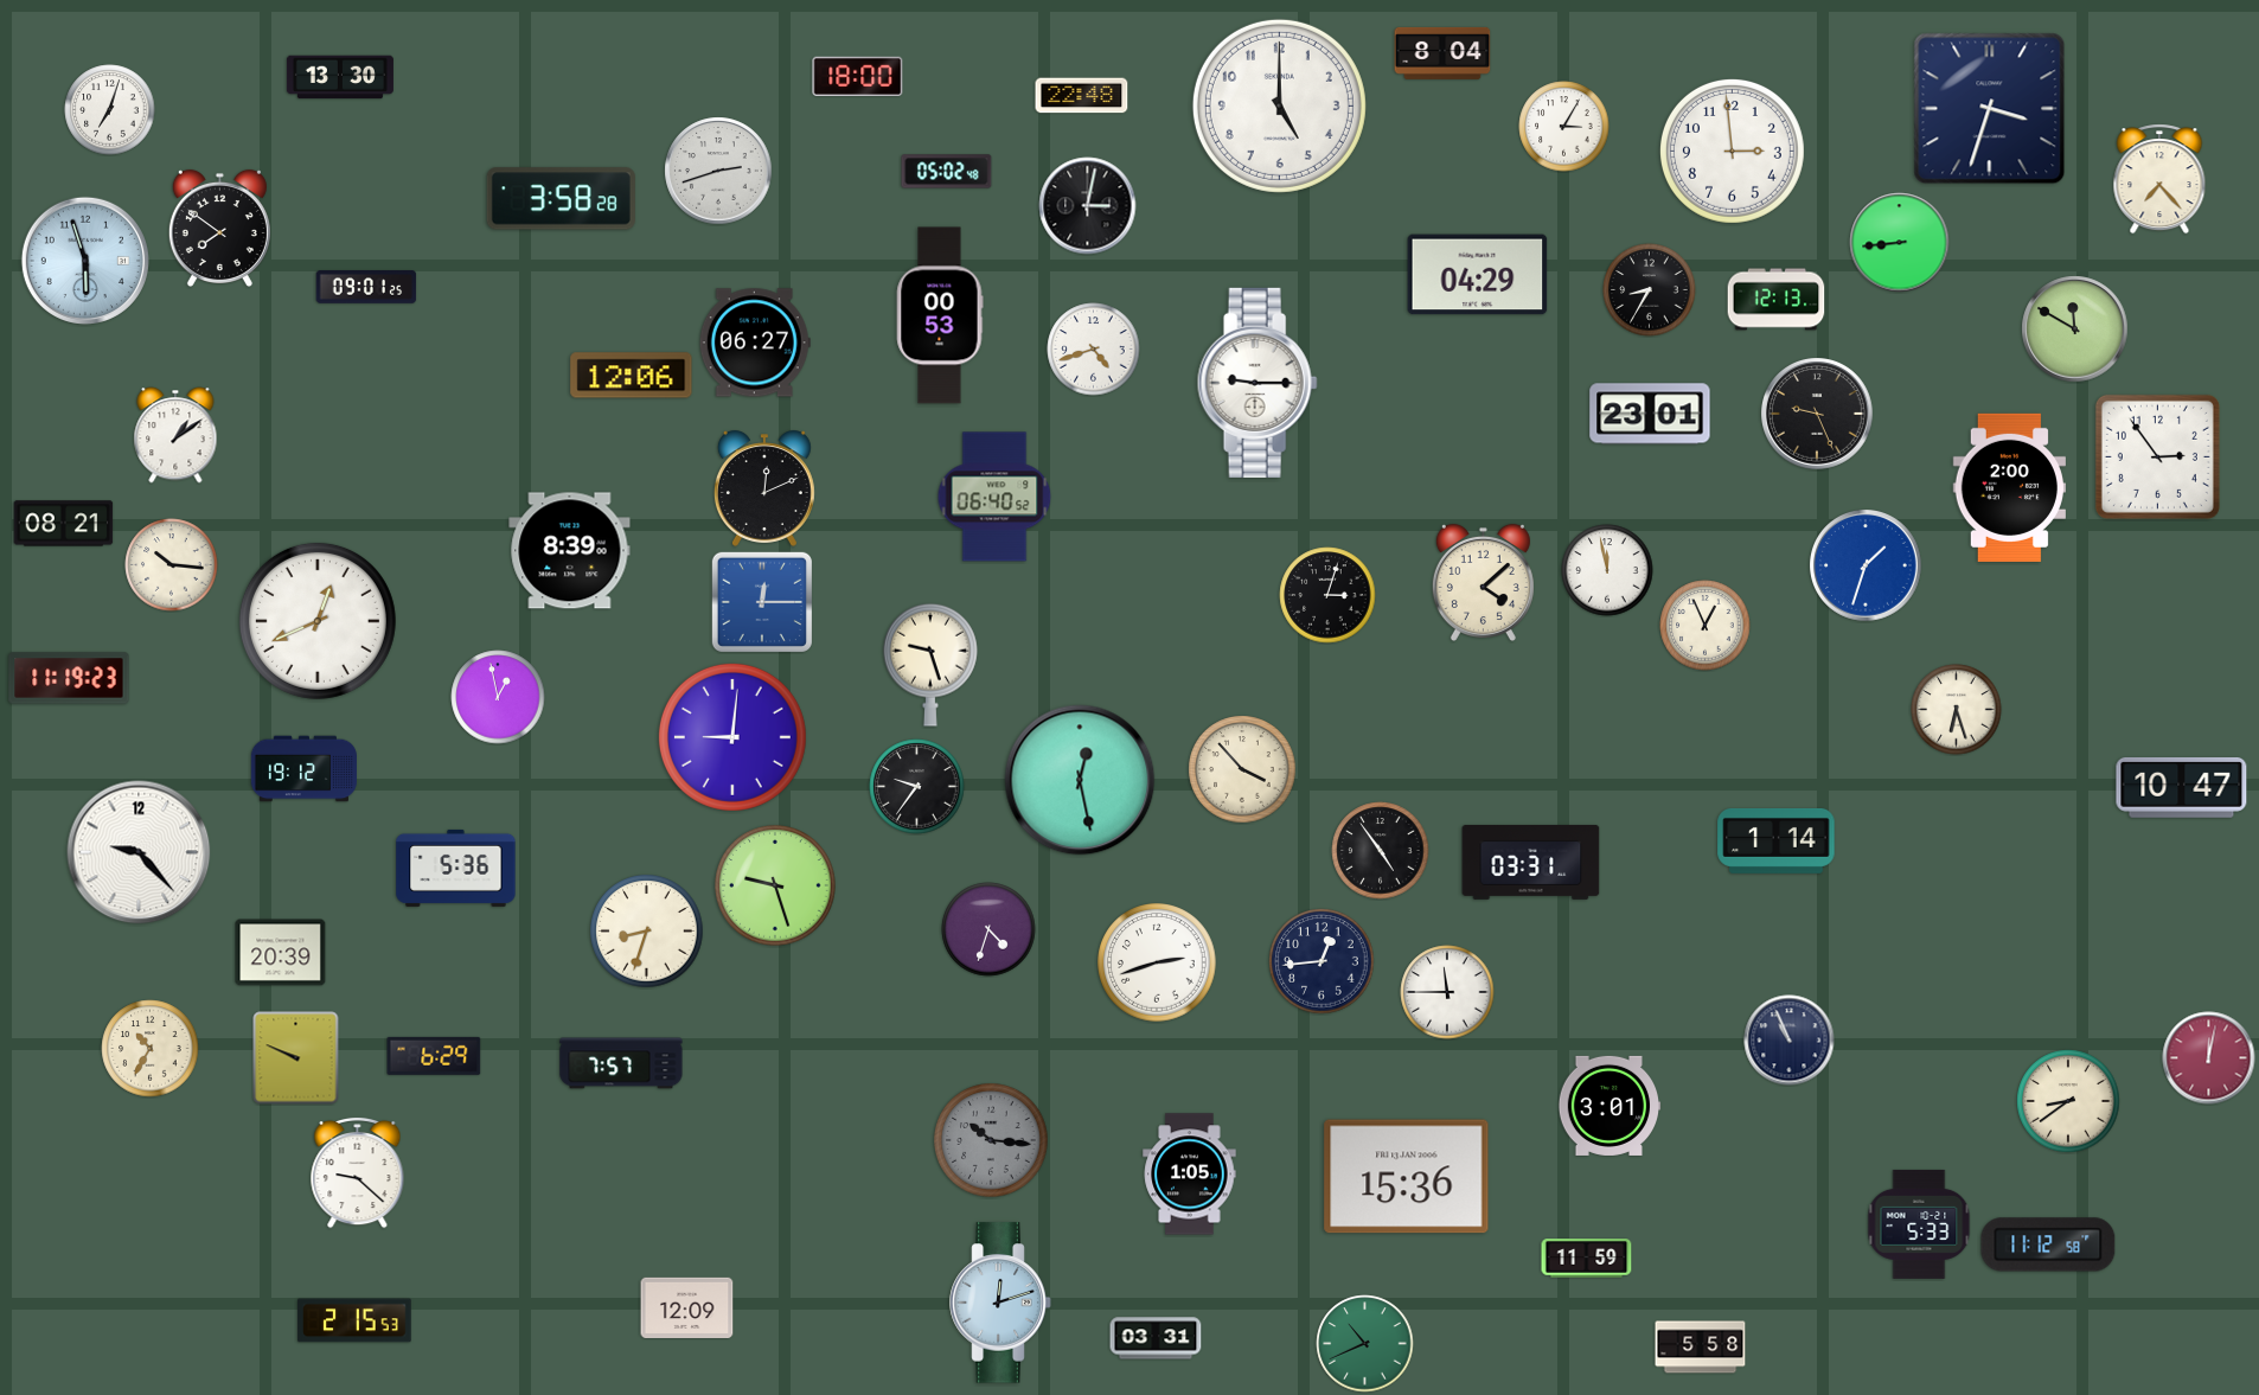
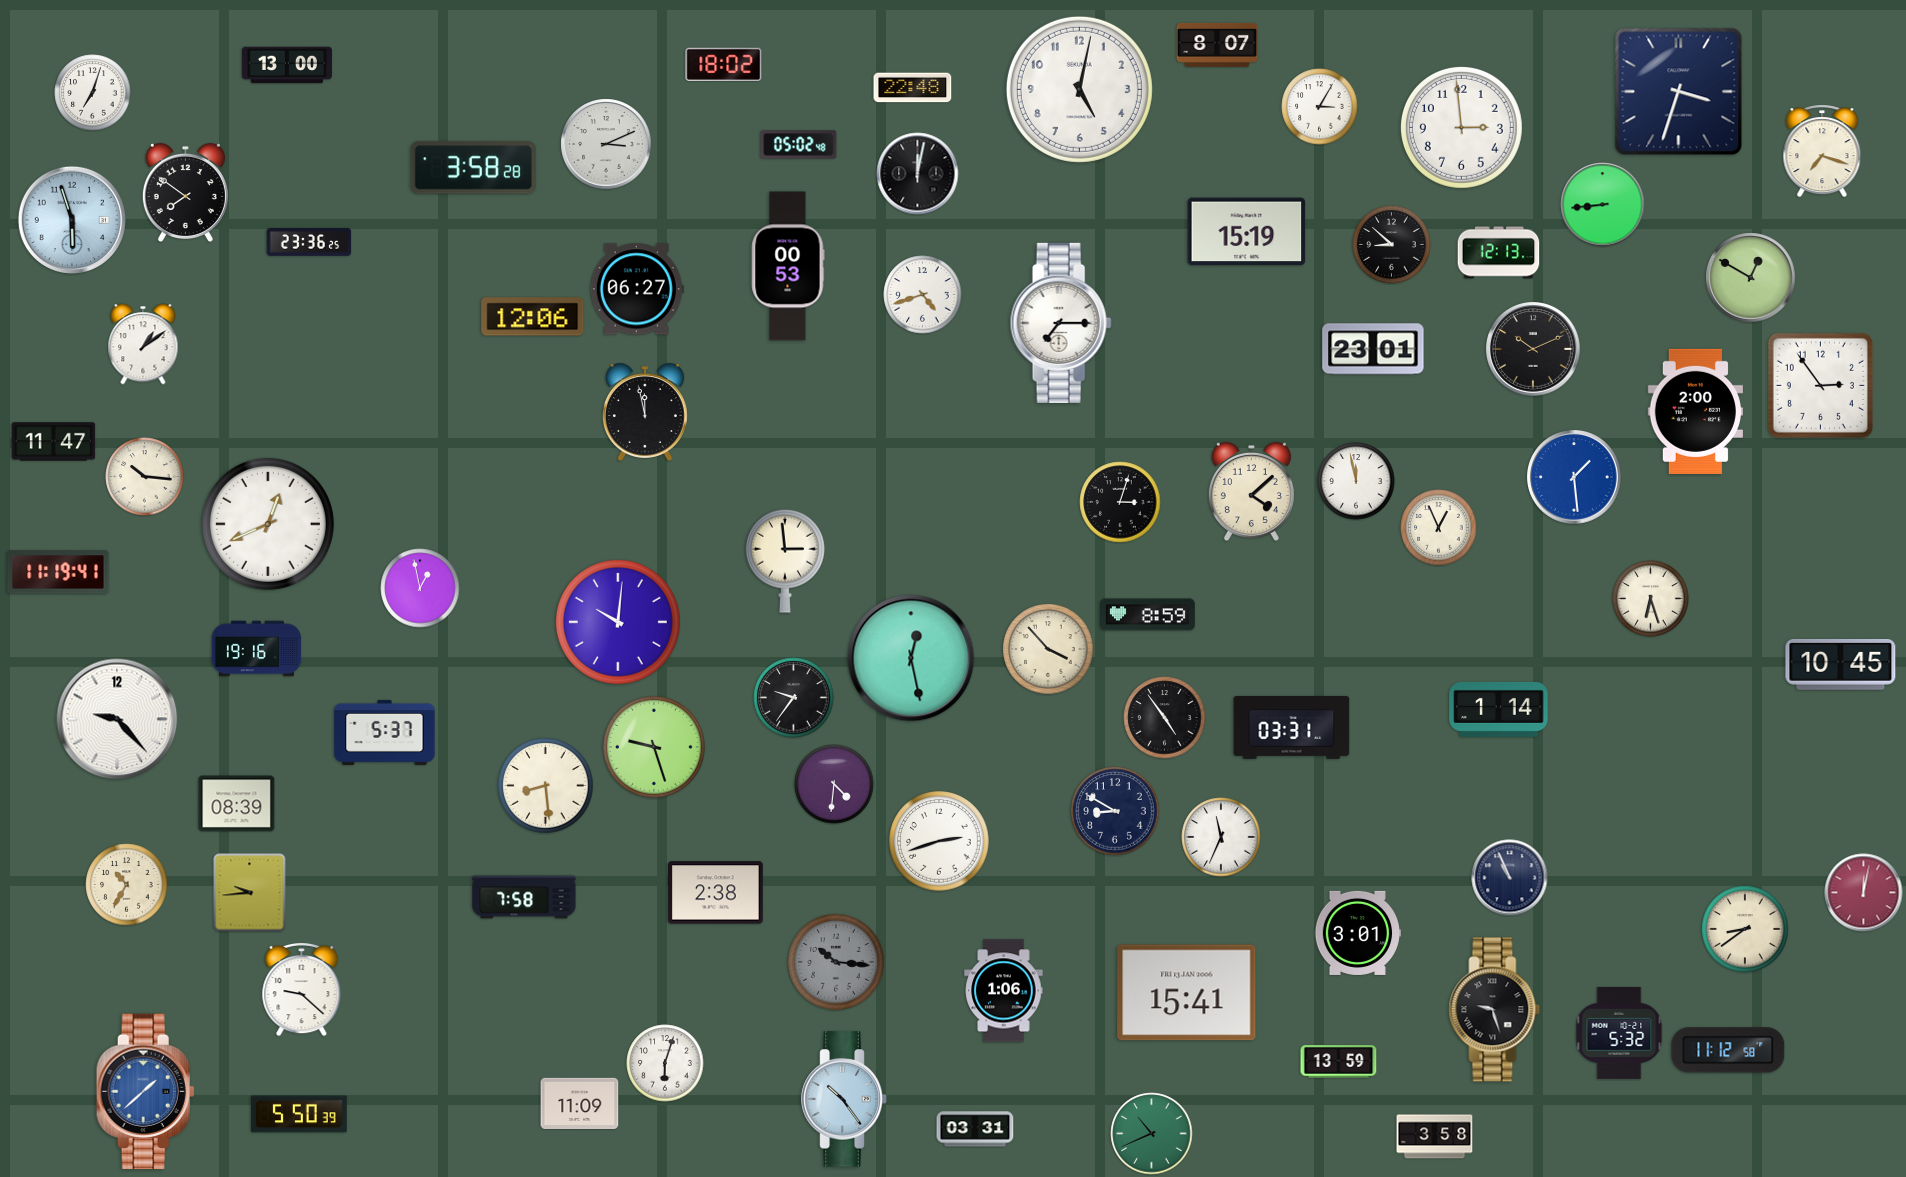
clock at (1442, 53): 8:04 -> 8:07
clock at (858, 76): 18:00 -> 18:02
clock at (340, 77): 13:30 -> 13:00
clock at (1082, 96) position: (1082, 96) -> (913, 88)
clock at (1279, 105): 5:00 -> 5:02
clock at (718, 171): 2:42 -> 3:11
clock at (2159, 179): 7:23 -> 7:18
clock at (1088, 206): 3:02 -> 12:02
clock at (1478, 275): 04:29 -> 15:19
clock at (366, 288): 09:01 -> 23:36
clock at (1650, 290): 8:35 -> 8:52
clock at (940, 315) position: (940, 315) -> (788, 266)
clock at (2075, 329): 11:50 -> 12:50
clock at (1258, 383): 9:15 -> 7:15
clock at (1650, 414) position: (1650, 414) -> (1373, 349)
clock at (1818, 415): 9:26 -> 10:11
clock at (175, 435) position: (175, 435) -> (143, 344)
clock at (764, 488): 12:11 -> 11:58
clock at (994, 497): 06:40 -> none
clock at (64, 524): 08:21 -> 11:47
clock at (570, 551): 8:39 -> none
clock at (1867, 567): 1:33 -> 1:29
clock at (762, 602): 12:15 -> none
clock at (932, 665): 9:27 -> 2:59
clock at (69, 678): 11:19:23 -> 11:19:41
clock at (1148, 615): none -> 8:59
clock at (732, 737): 9:01 -> 10:01
clock at (303, 769): 19:12 -> 19:16
clock at (917, 787) position: (917, 787) -> (794, 698)
clock at (2182, 787): 10:47 -> 10:45
clock at (456, 868): 5:36 -> 5:37
clock at (988, 929): 4:33 -> 4:31
clock at (647, 932): 8:33 -> 8:29
clock at (281, 953): 20:39 -> 08:39
clock at (1322, 961): 12:44 -> 8:50
clock at (1157, 962) position: (1157, 962) -> (939, 841)
clock at (1447, 992): 11:45 -> 11:34
clock at (434, 1056): 6:29 -> none
clock at (296, 1058): 9:49 -> 9:44
clock at (716, 893): none -> 2:38
clock at (621, 1063): 7:57 -> 7:58
clock at (1190, 1175): 1:05 -> 1:06
clock at (1407, 1177): 15:36 -> 15:41
clock at (1495, 1010): none -> 9:27
clock at (1919, 1224): 5:33 -> 5:32
clock at (1587, 1259): 11:59 -> 13:59
clock at (665, 1063): none -> 6:03
clock at (145, 1092): none -> 1:38
clock at (1000, 1303): 12:12 -> 10:24
clock at (687, 1307): 12:09 -> 11:09
clock at (354, 1320): 2:15 -> 5:50
clock at (1701, 1348): 5:58 -> 3:58
